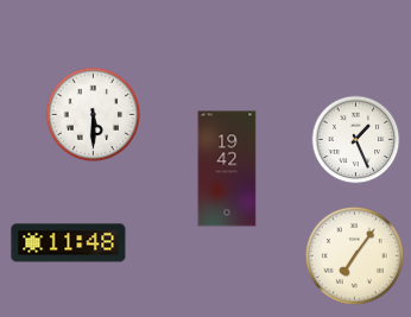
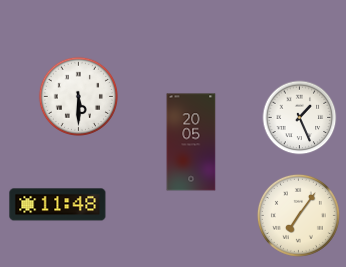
clock at (227, 169): 19:42 -> 20:05
